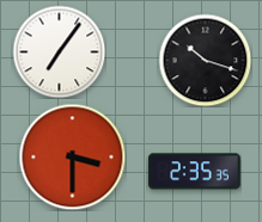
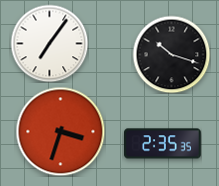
clock at (205, 60) position: (205, 60) -> (171, 54)
clock at (72, 156): 3:30 -> 3:33
